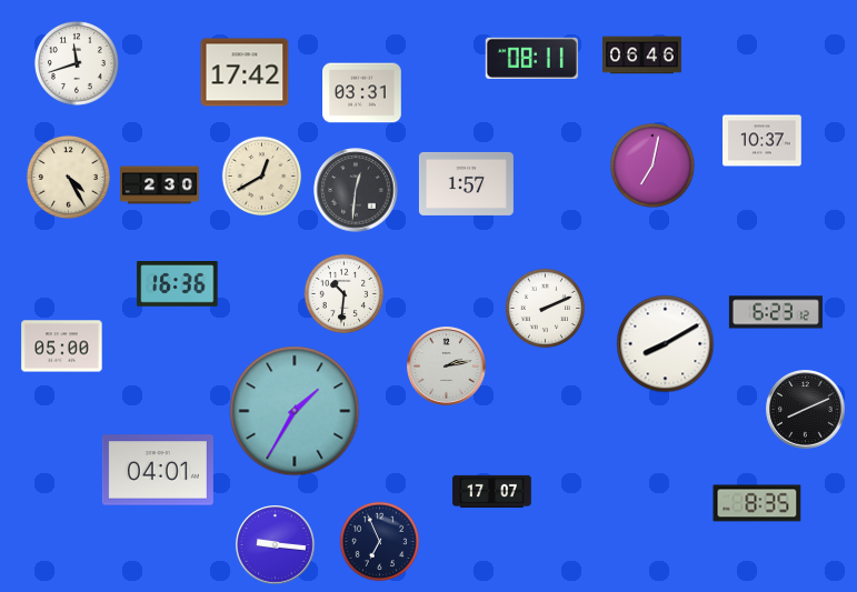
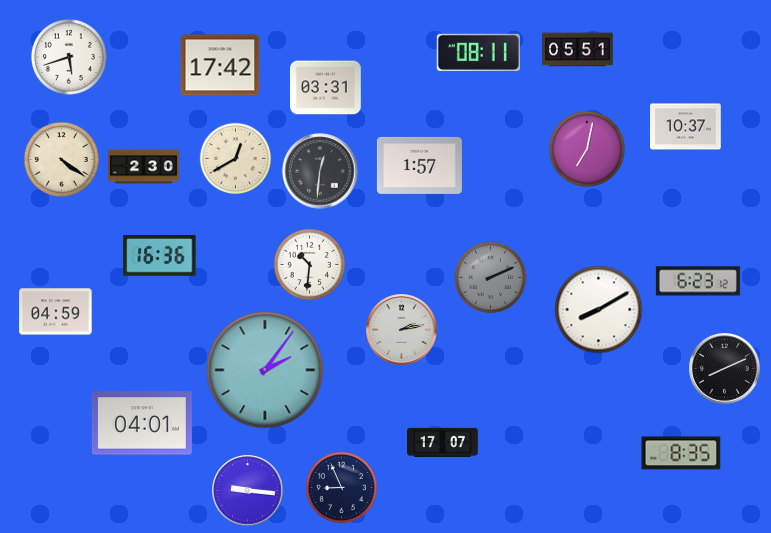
clock at (642, 56): 06:46 -> 05:51
clock at (77, 63): 11:42 -> 5:42
clock at (362, 93) position: (362, 93) -> (326, 88)
clock at (68, 177): 4:25 -> 4:21
clock at (546, 309) dial: white -> grey
clock at (62, 347): 05:00 -> 04:59
clock at (295, 411): 1:35 -> 2:06
clock at (380, 542): 6:56 -> 8:56
